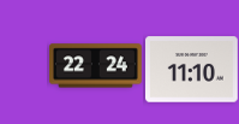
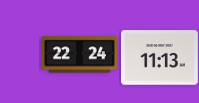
clock at (192, 70): 11:10 -> 11:13
